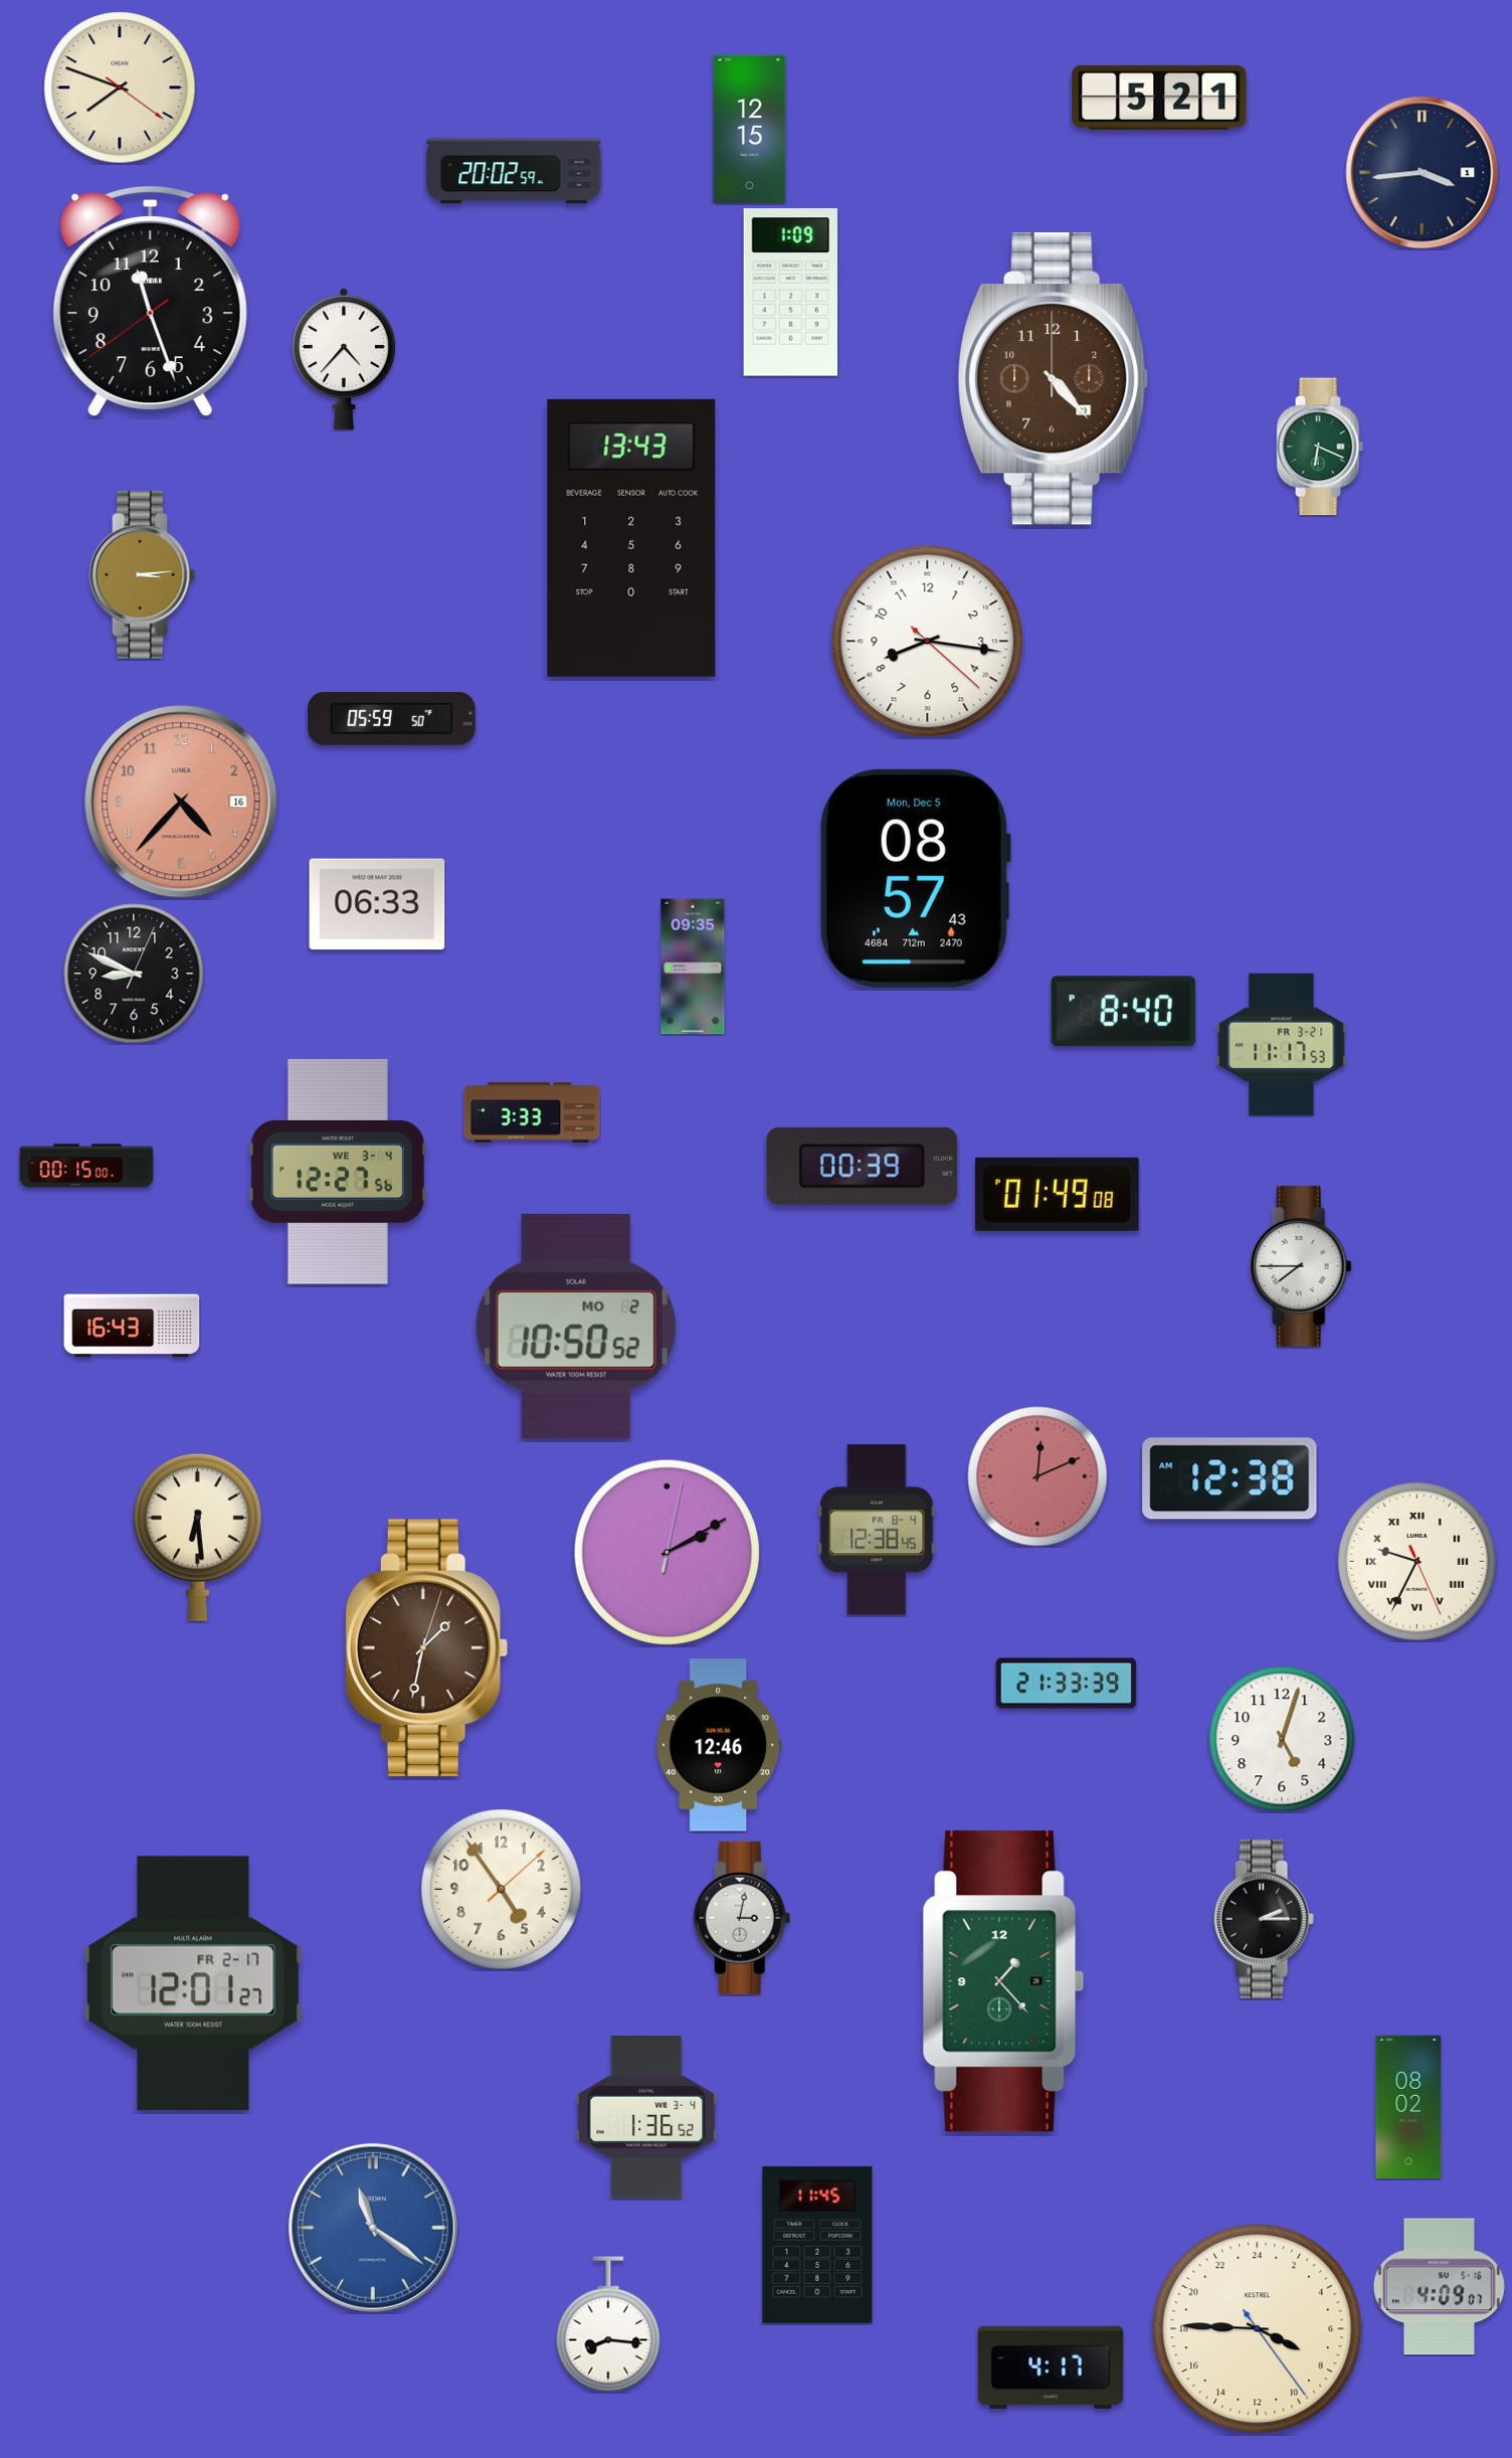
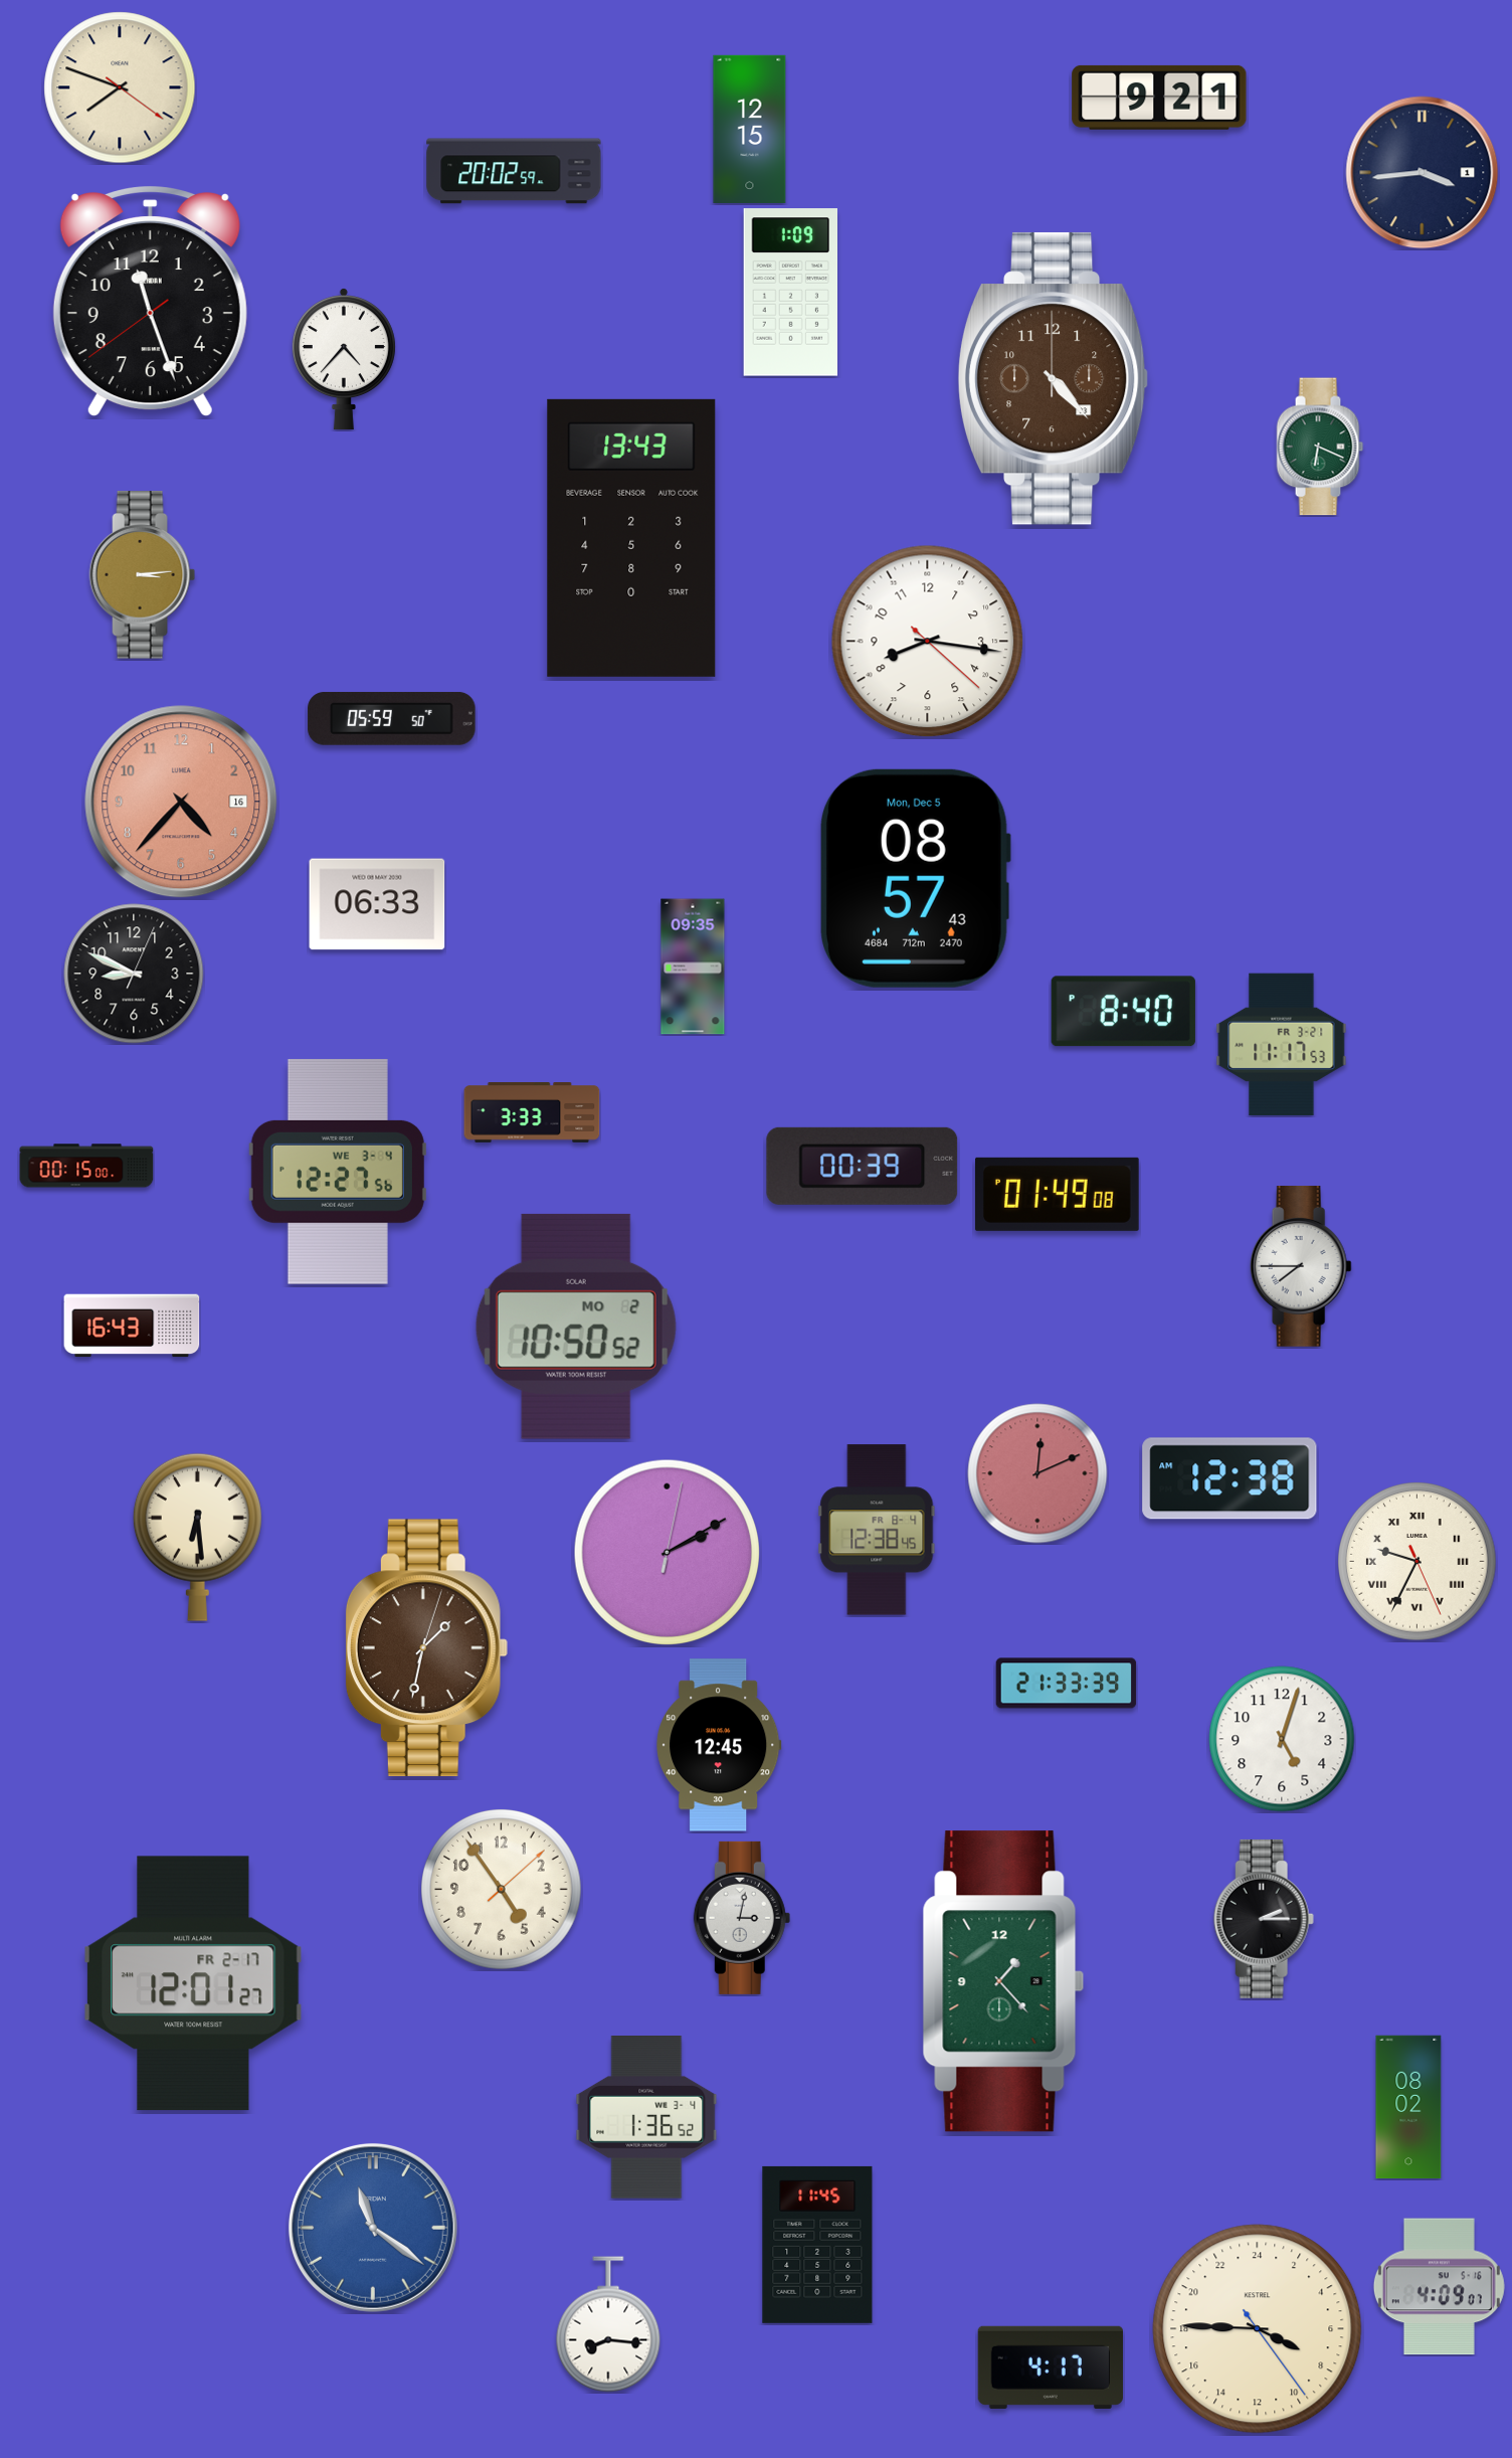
clock at (1159, 98): 5:21 -> 9:21
clock at (1037, 1476) position: (1037, 1476) -> (1037, 1473)
clock at (719, 1745): 12:46 -> 12:45
